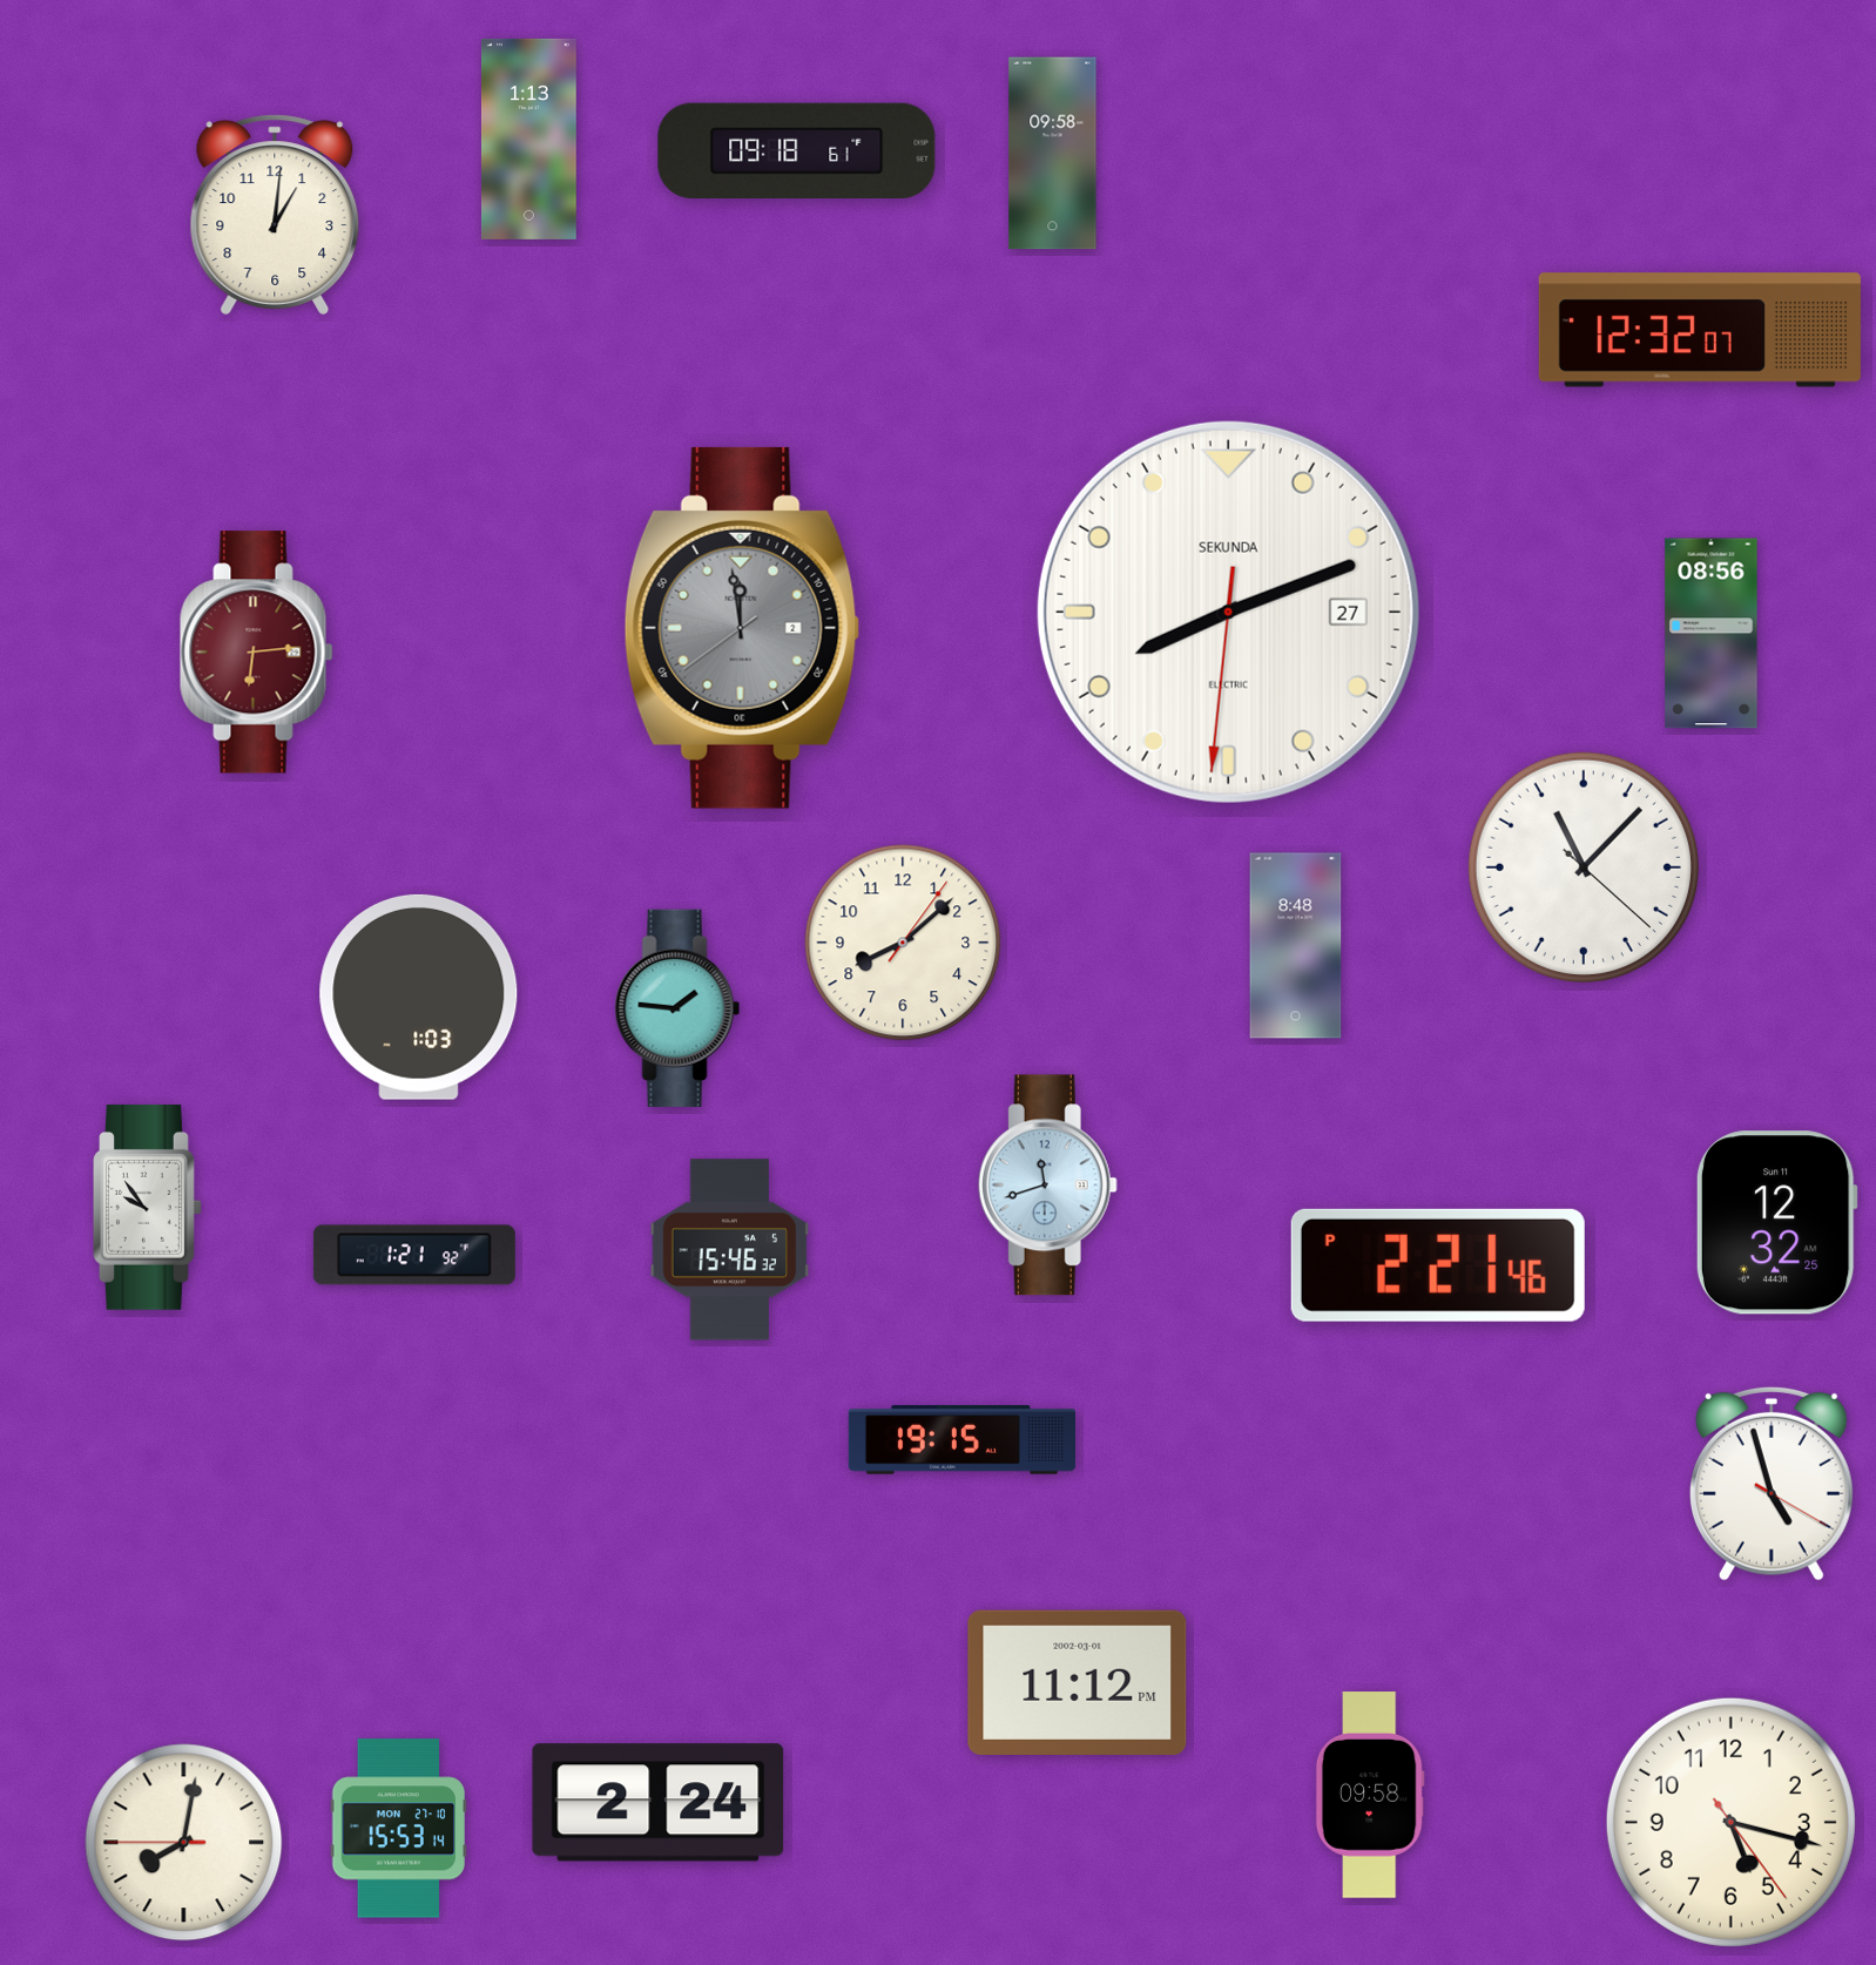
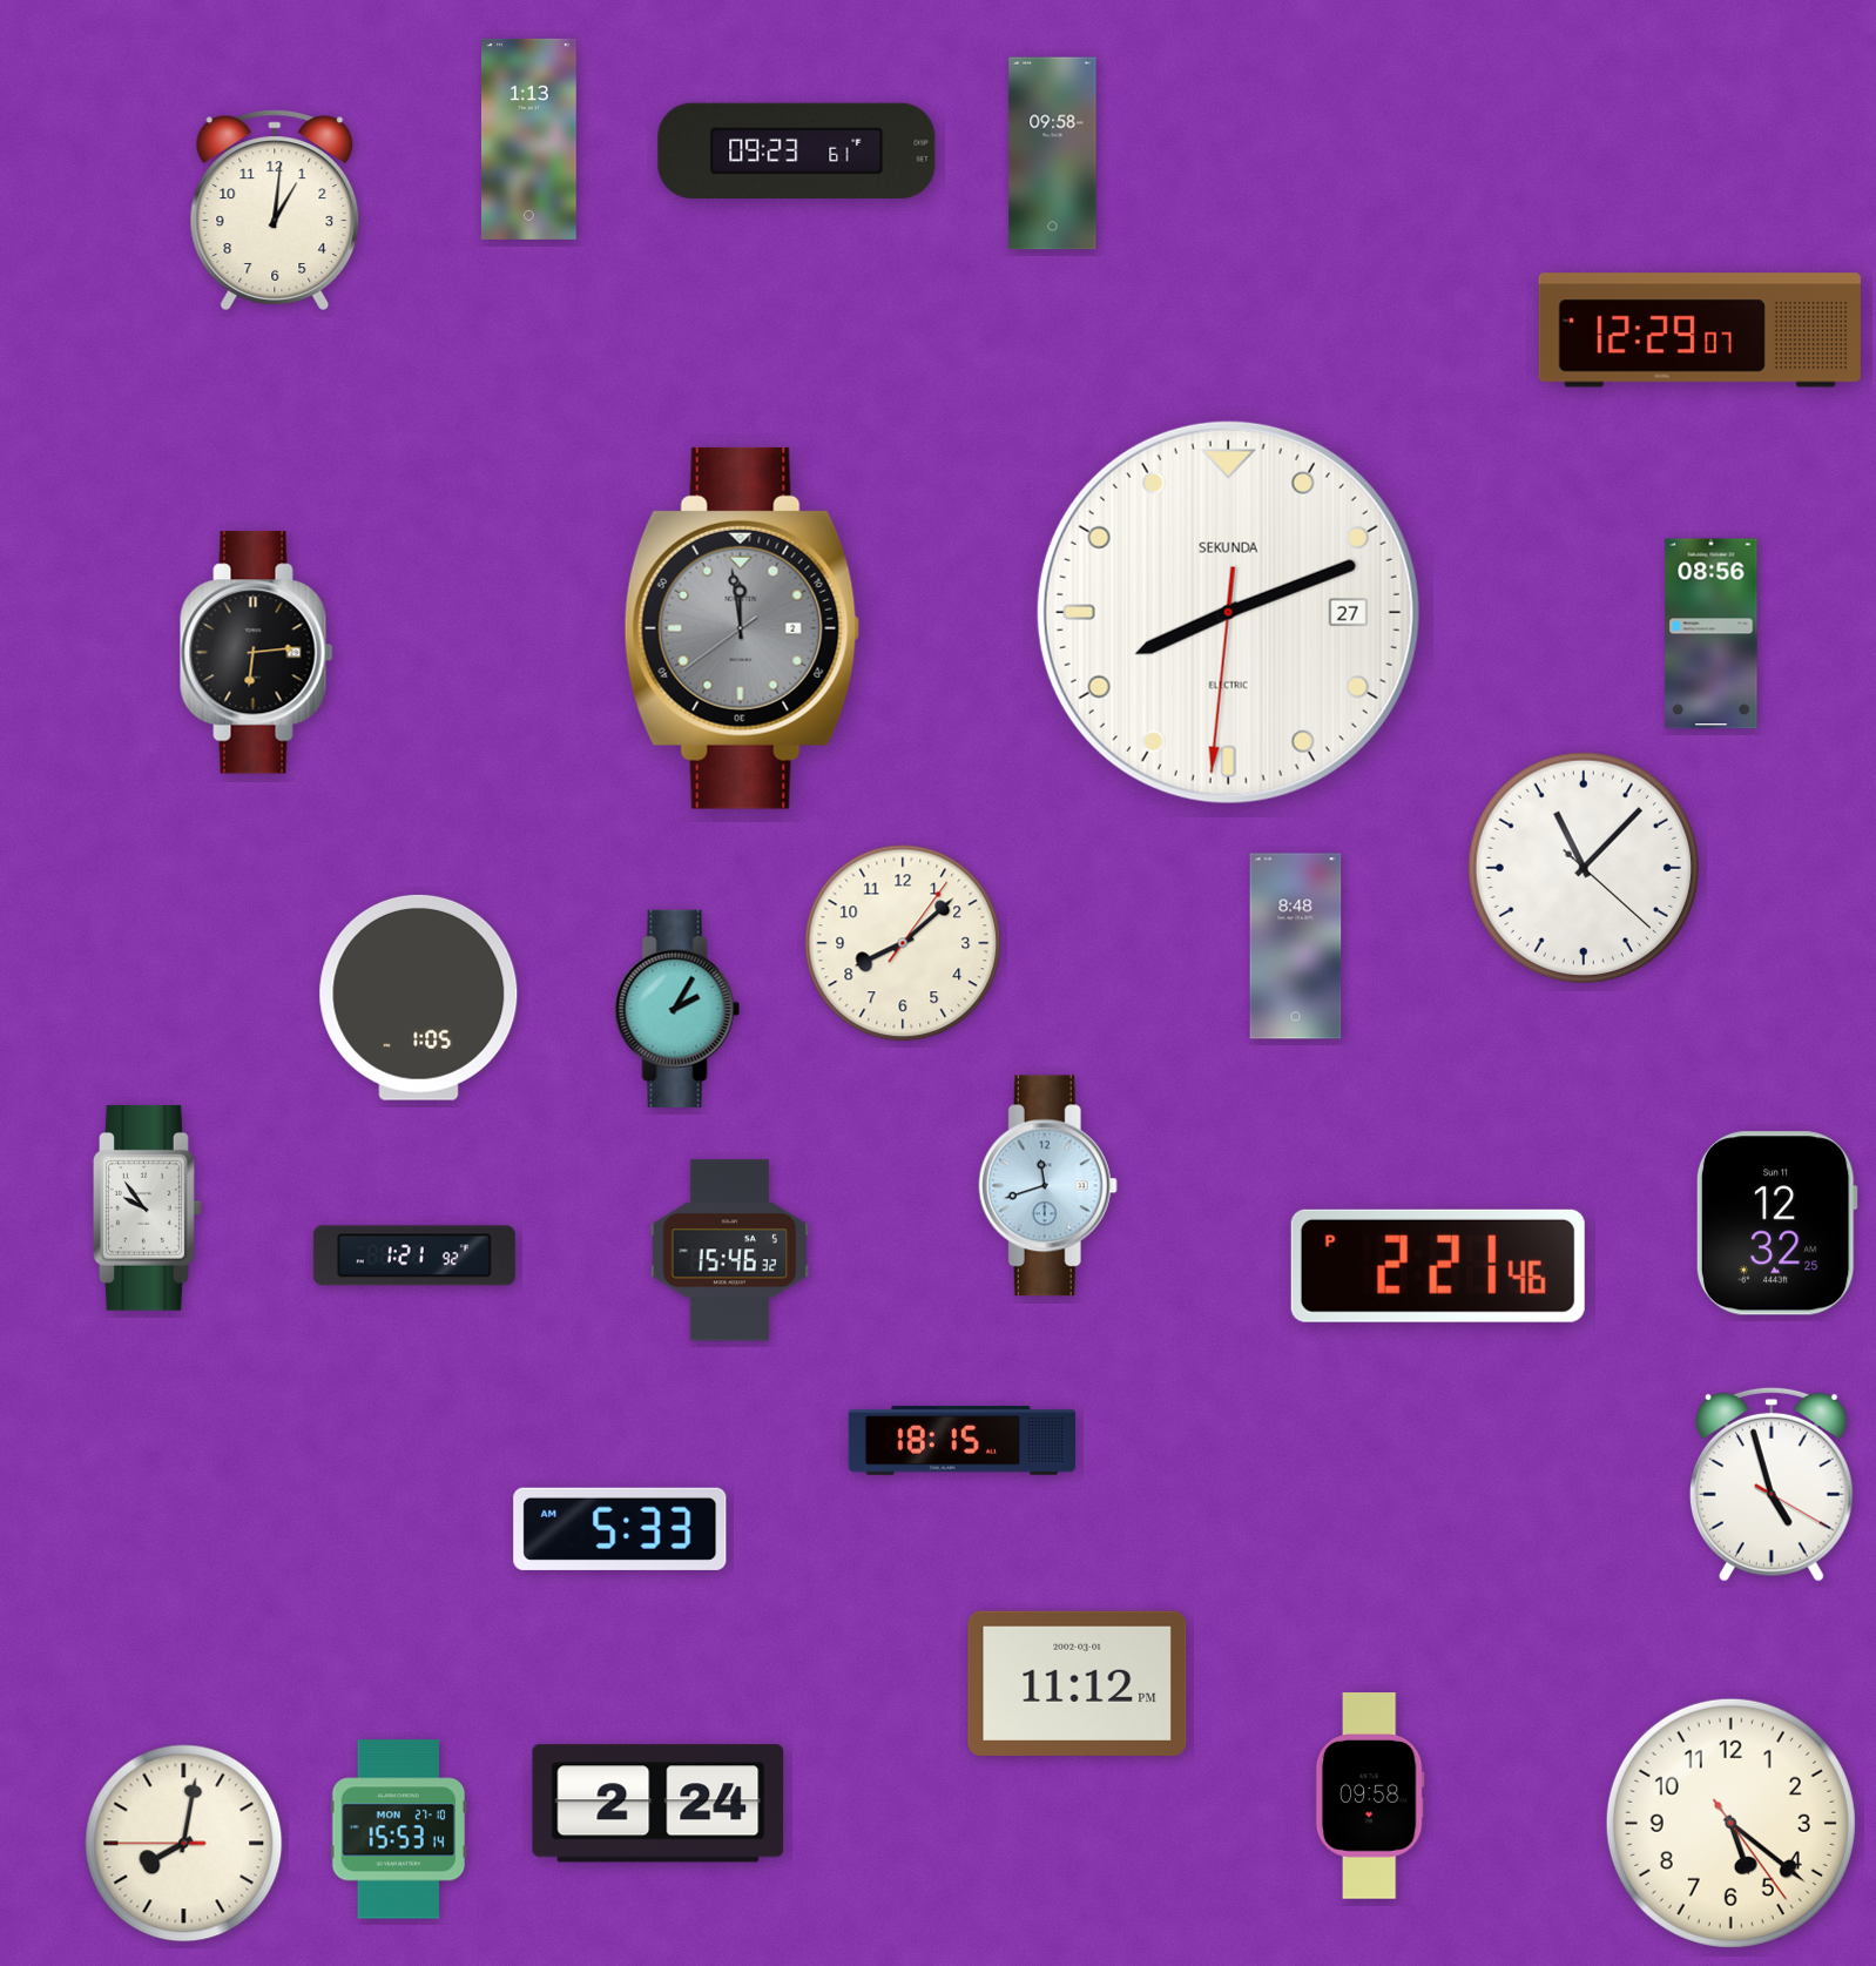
clock at (797, 150): 09:18 -> 09:23
clock at (275, 215) position: (275, 215) -> (275, 210)
clock at (1700, 330): 12:32 -> 12:29
clock at (257, 653) dial: burgundy -> black
clock at (419, 997): 1:03 -> 1:05
clock at (677, 1008): 1:46 -> 2:05
clock at (963, 1440): 19:15 -> 18:15
clock at (620, 1529): none -> 5:33
clock at (1730, 1822): 5:17 -> 5:21
